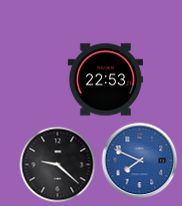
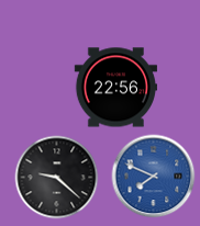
clock at (105, 80): 22:53 -> 22:56
clock at (58, 165) position: (58, 165) -> (57, 178)
